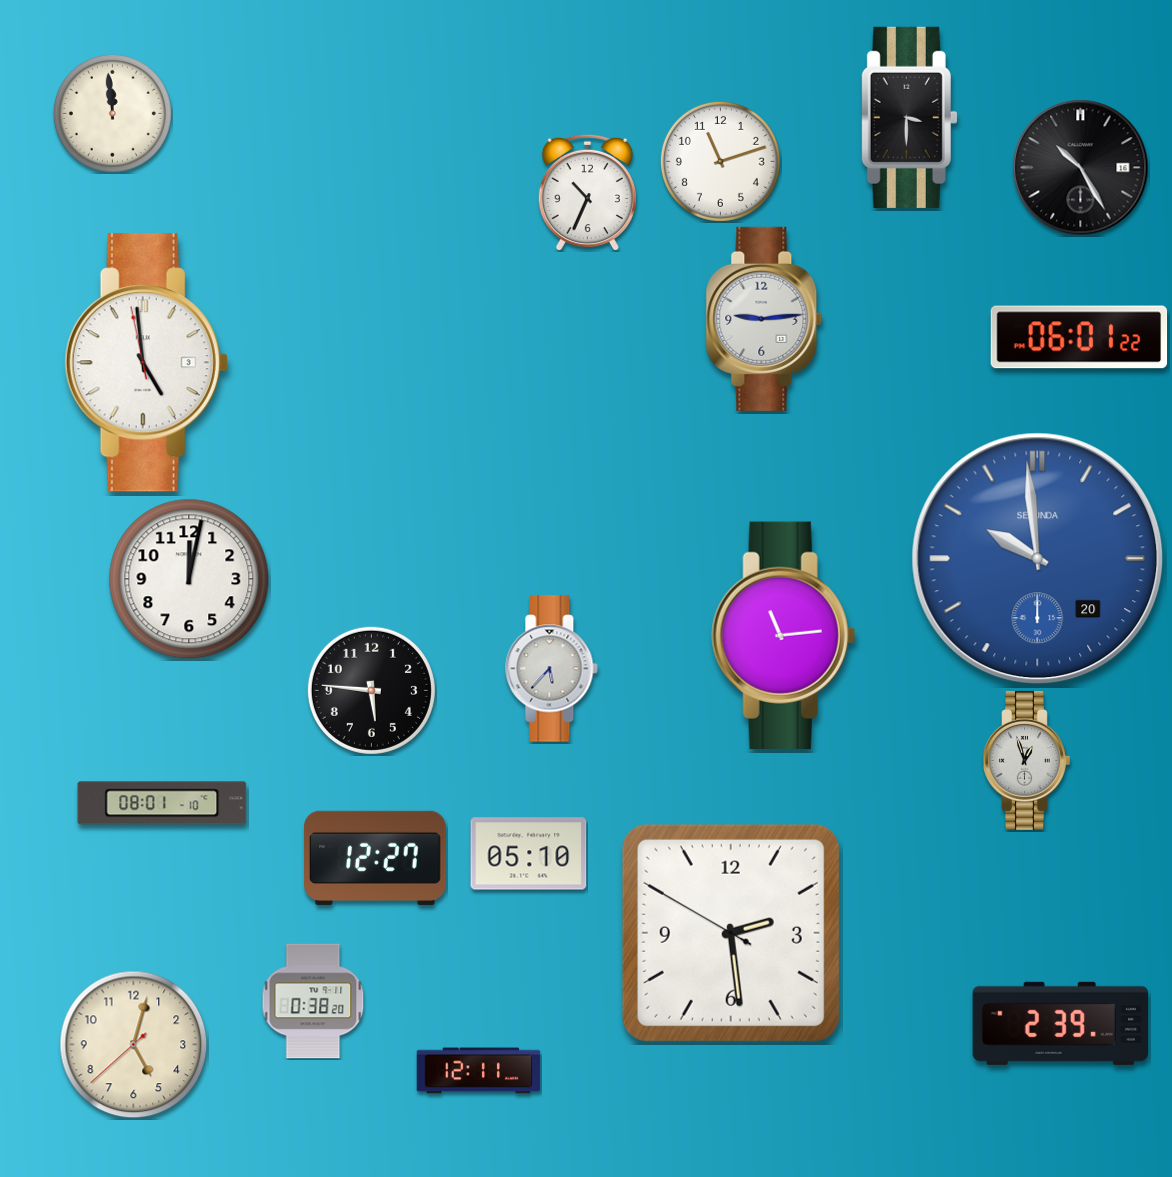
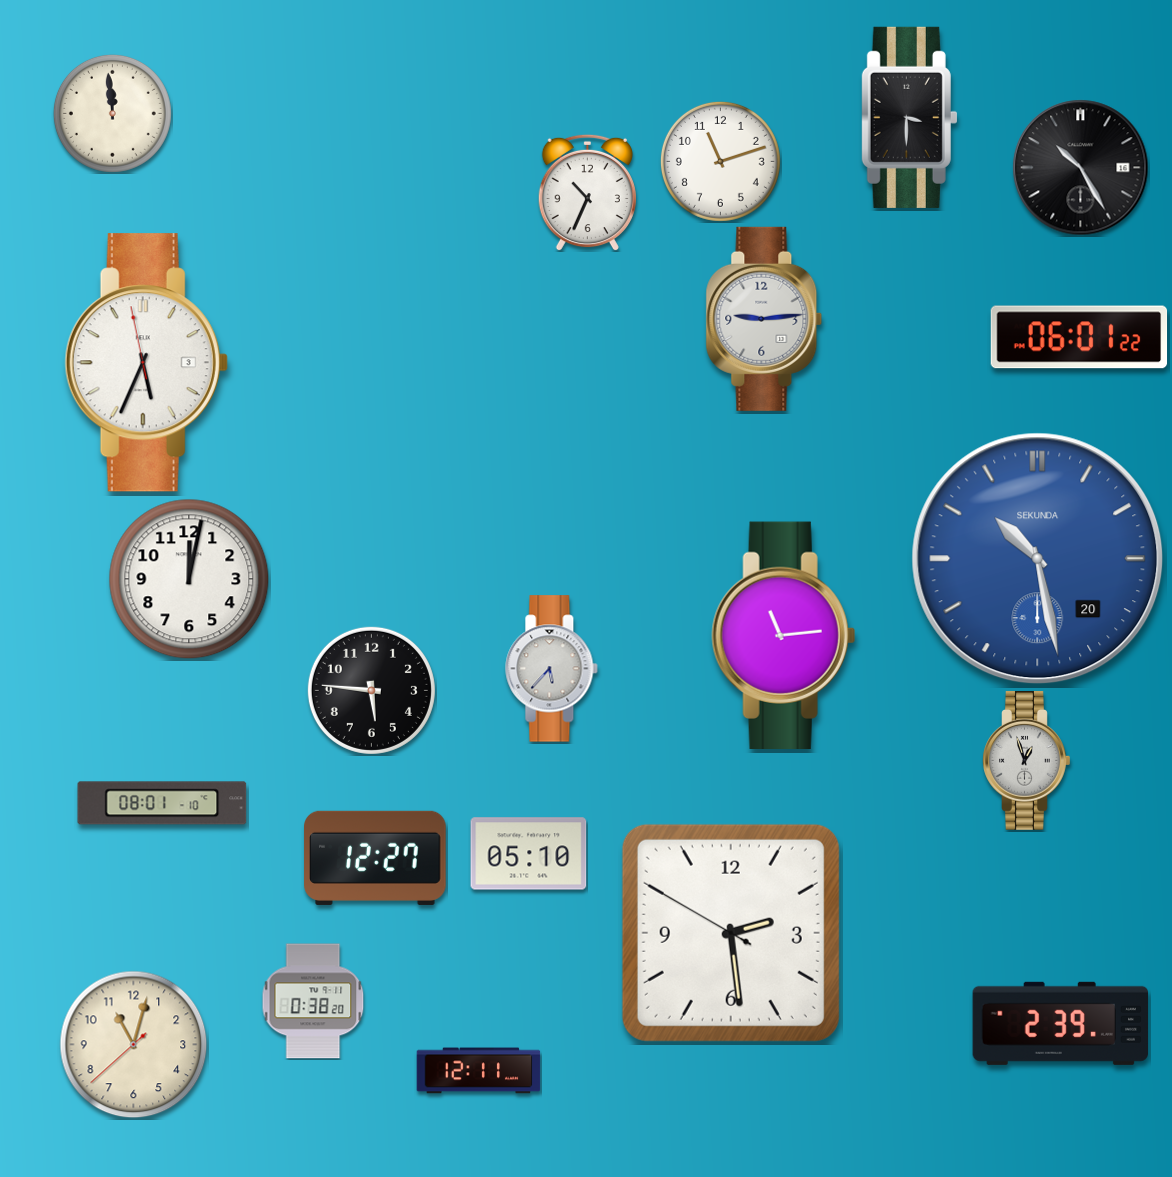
clock at (146, 363): 4:58 -> 5:33
clock at (1038, 559): 9:59 -> 10:28
clock at (134, 1045): 5:02 -> 11:02
